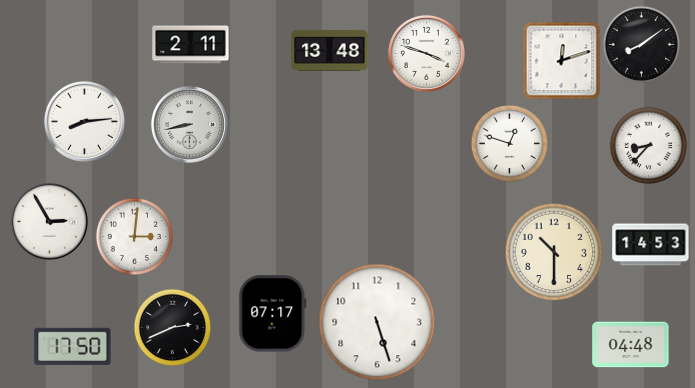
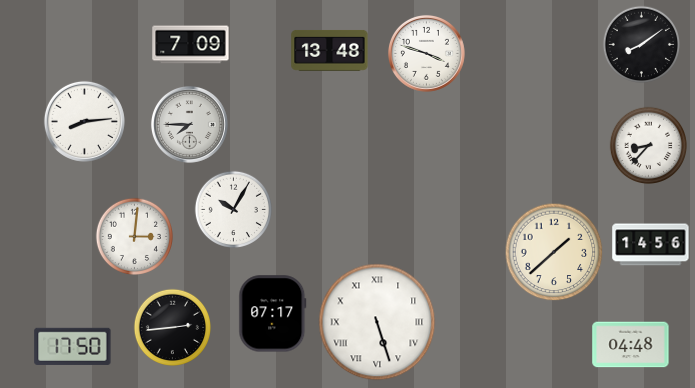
clock at (191, 45): 2:11 -> 7:09
clock at (561, 60): 12:12 -> none
clock at (189, 124): 8:43 -> 7:45
clock at (509, 143): 12:48 -> none
clock at (233, 209): none -> 10:05
clock at (49, 221): 2:55 -> none
clock at (651, 245): 14:53 -> 14:56
clock at (554, 252): 10:30 -> 1:38
clock at (377, 322) numerals: Arabic -> Roman
clock at (172, 327): 2:41 -> 2:44
